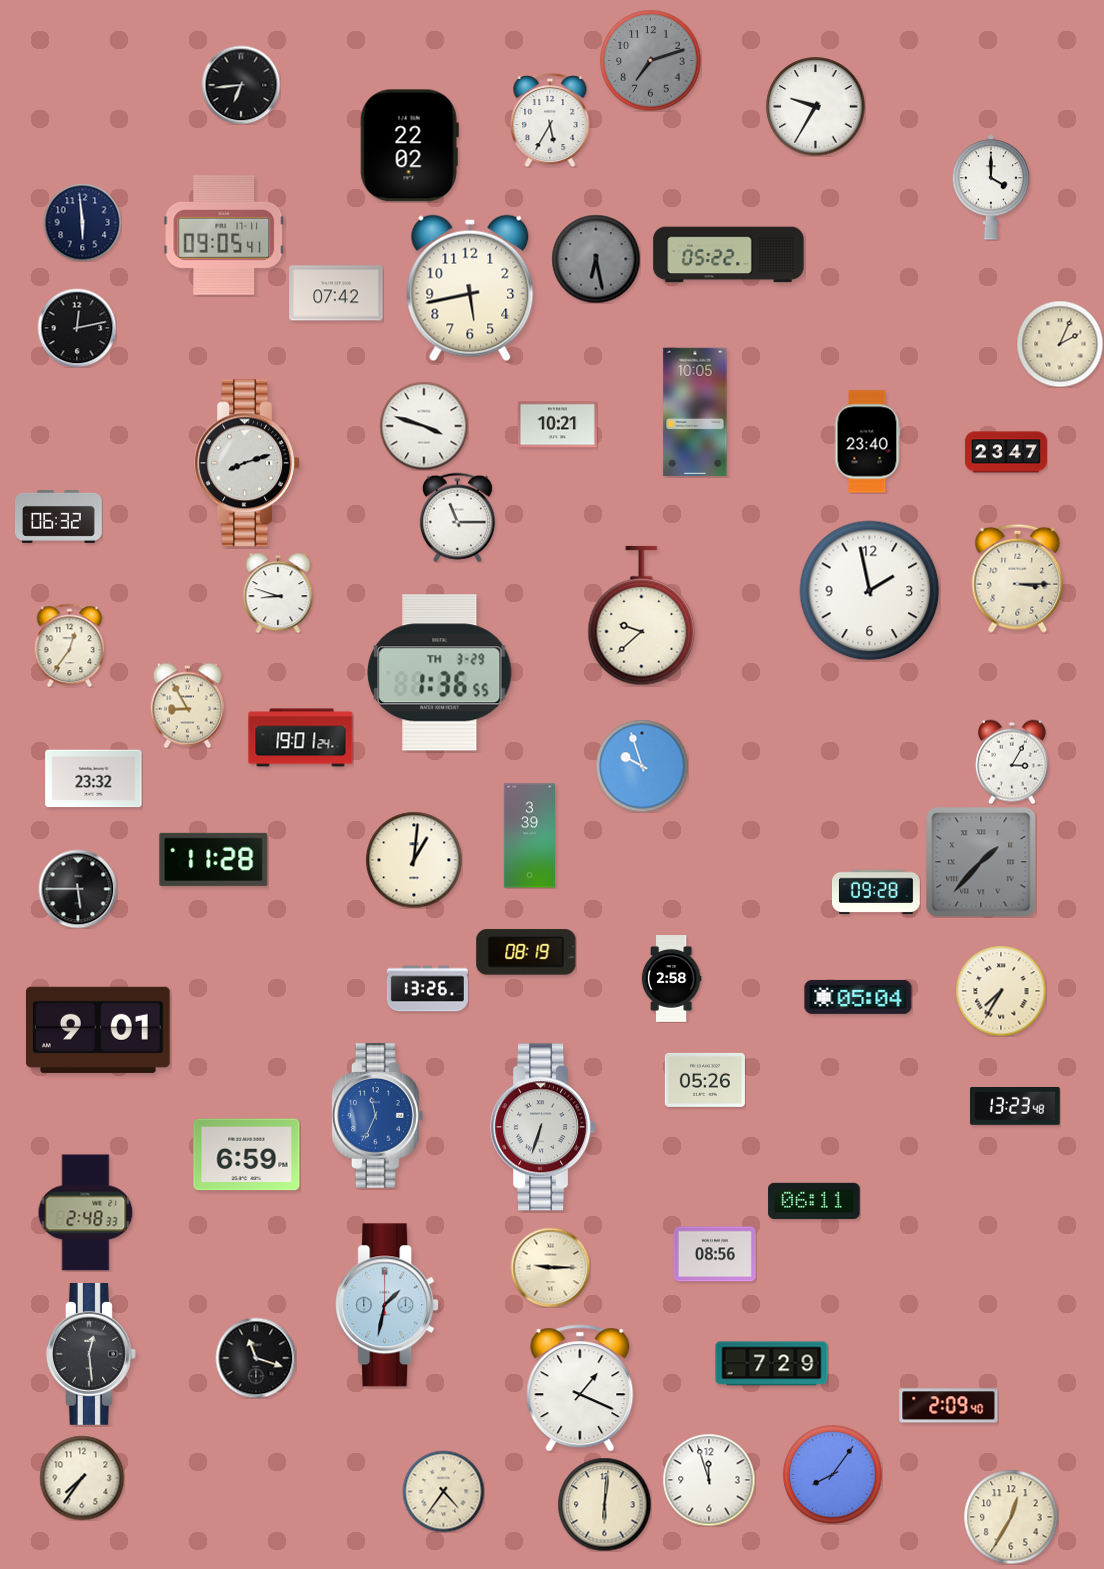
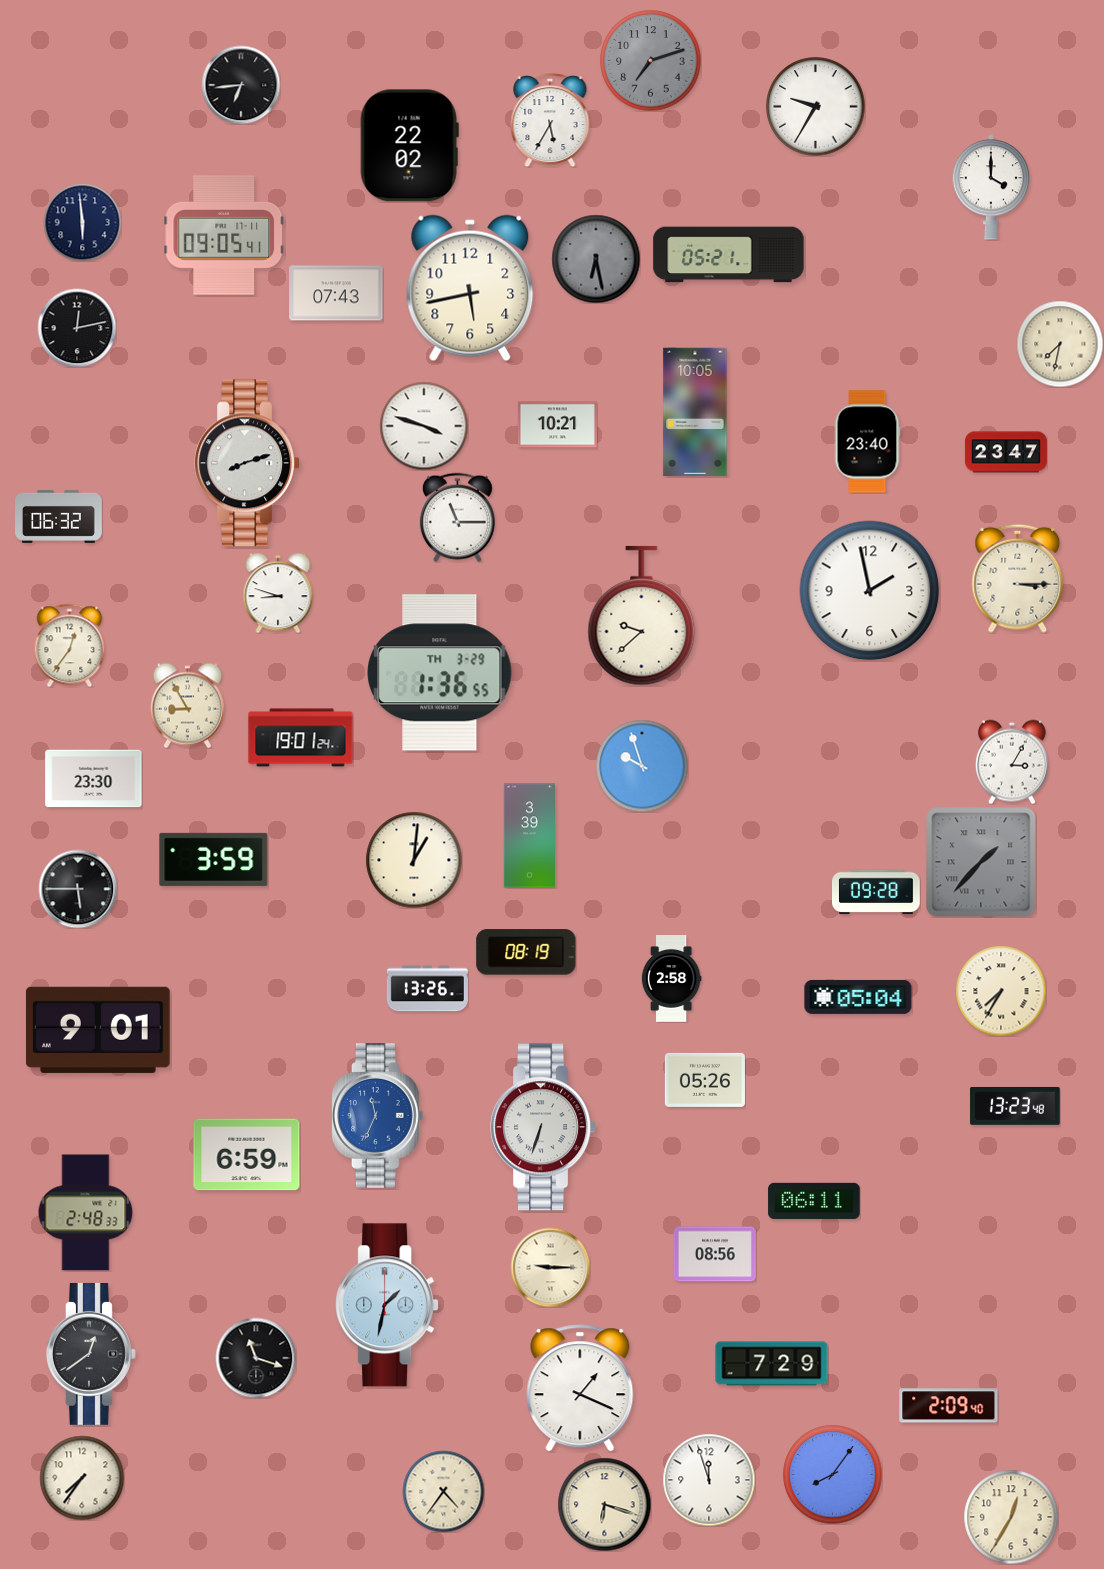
clock at (729, 255): 05:22 -> 05:21
clock at (336, 293): 07:42 -> 07:43
clock at (1060, 344): 2:04 -> 7:32
clock at (94, 779): 23:32 -> 23:30
clock at (214, 859): 11:28 -> 3:59
clock at (92, 1354): 12:29 -> 12:39
clock at (604, 1504): 6:01 -> 6:18
